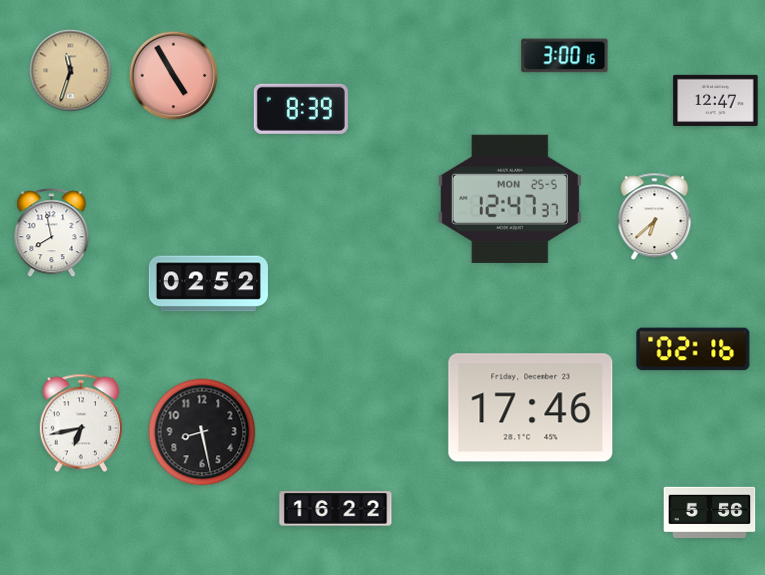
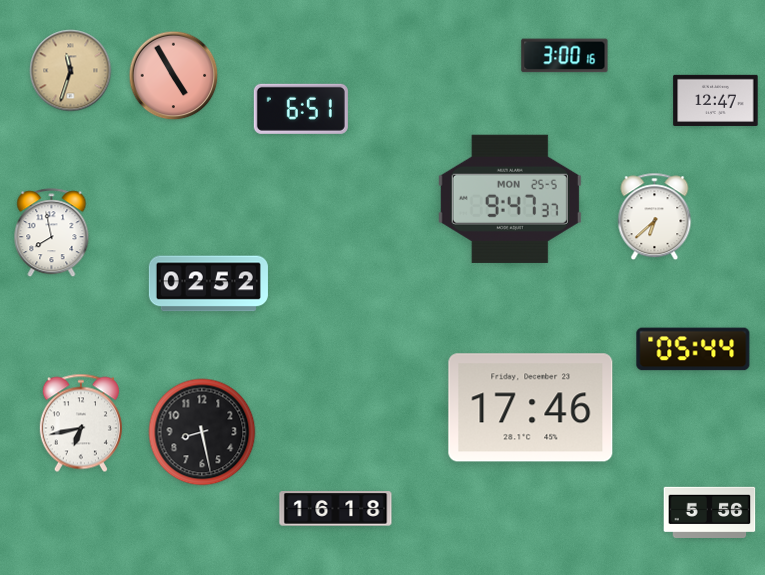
clock at (301, 109): 8:39 -> 6:51
clock at (510, 199): 12:47 -> 9:47
clock at (693, 349): 02:16 -> 05:44
clock at (336, 509): 16:22 -> 16:18
